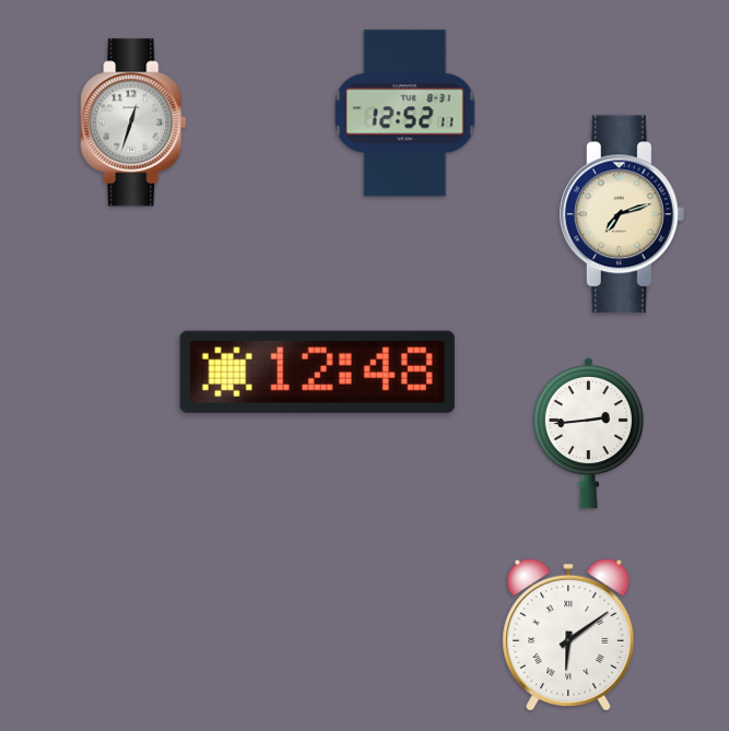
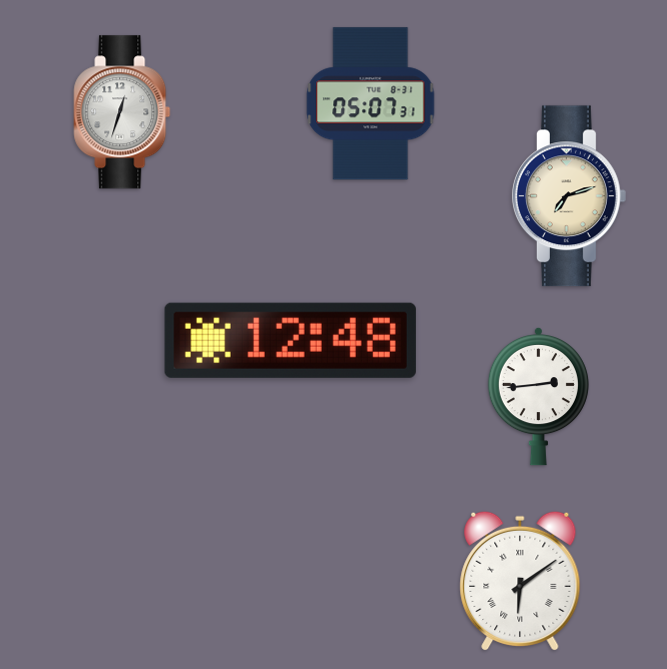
clock at (405, 114): 12:52 -> 05:07
